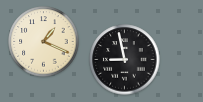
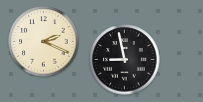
clock at (44, 42): 1:19 -> 2:19
